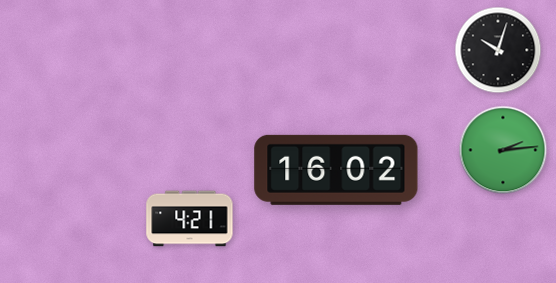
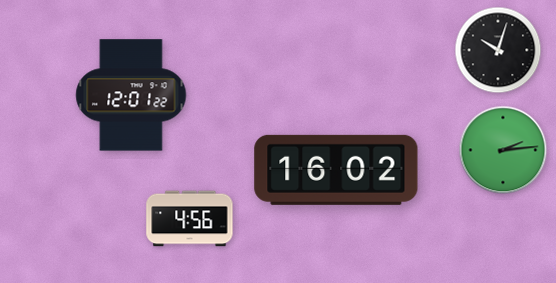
clock at (131, 95): none -> 12:01
clock at (190, 219): 4:21 -> 4:56
